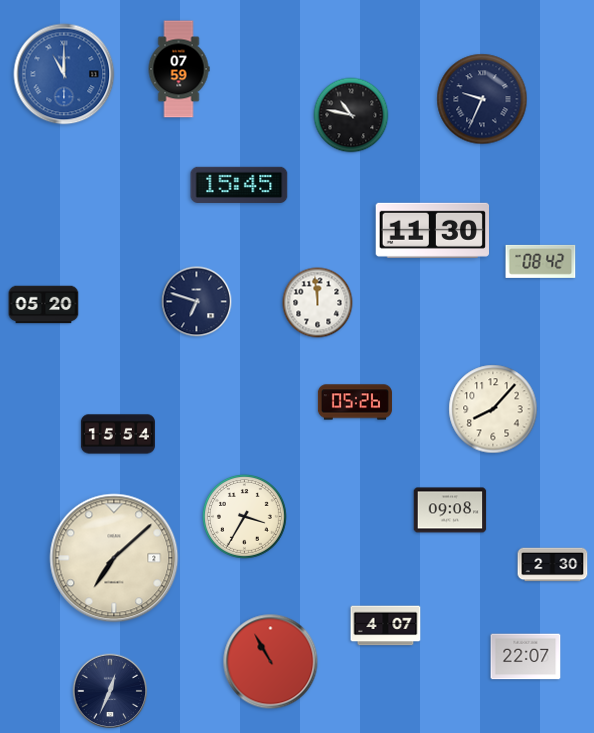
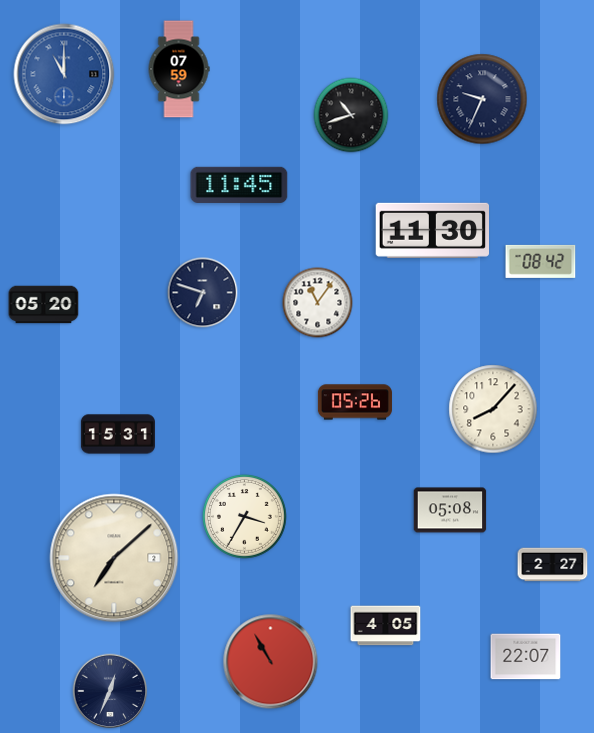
clock at (351, 115): 10:47 -> 10:42
clock at (239, 185): 15:45 -> 11:45
clock at (197, 302) position: (197, 302) -> (203, 293)
clock at (318, 303): 11:59 -> 11:06
clock at (118, 434): 15:54 -> 15:31
clock at (450, 510): 09:08 -> 05:08
clock at (553, 565): 2:30 -> 2:27
clock at (386, 626): 4:07 -> 4:05
